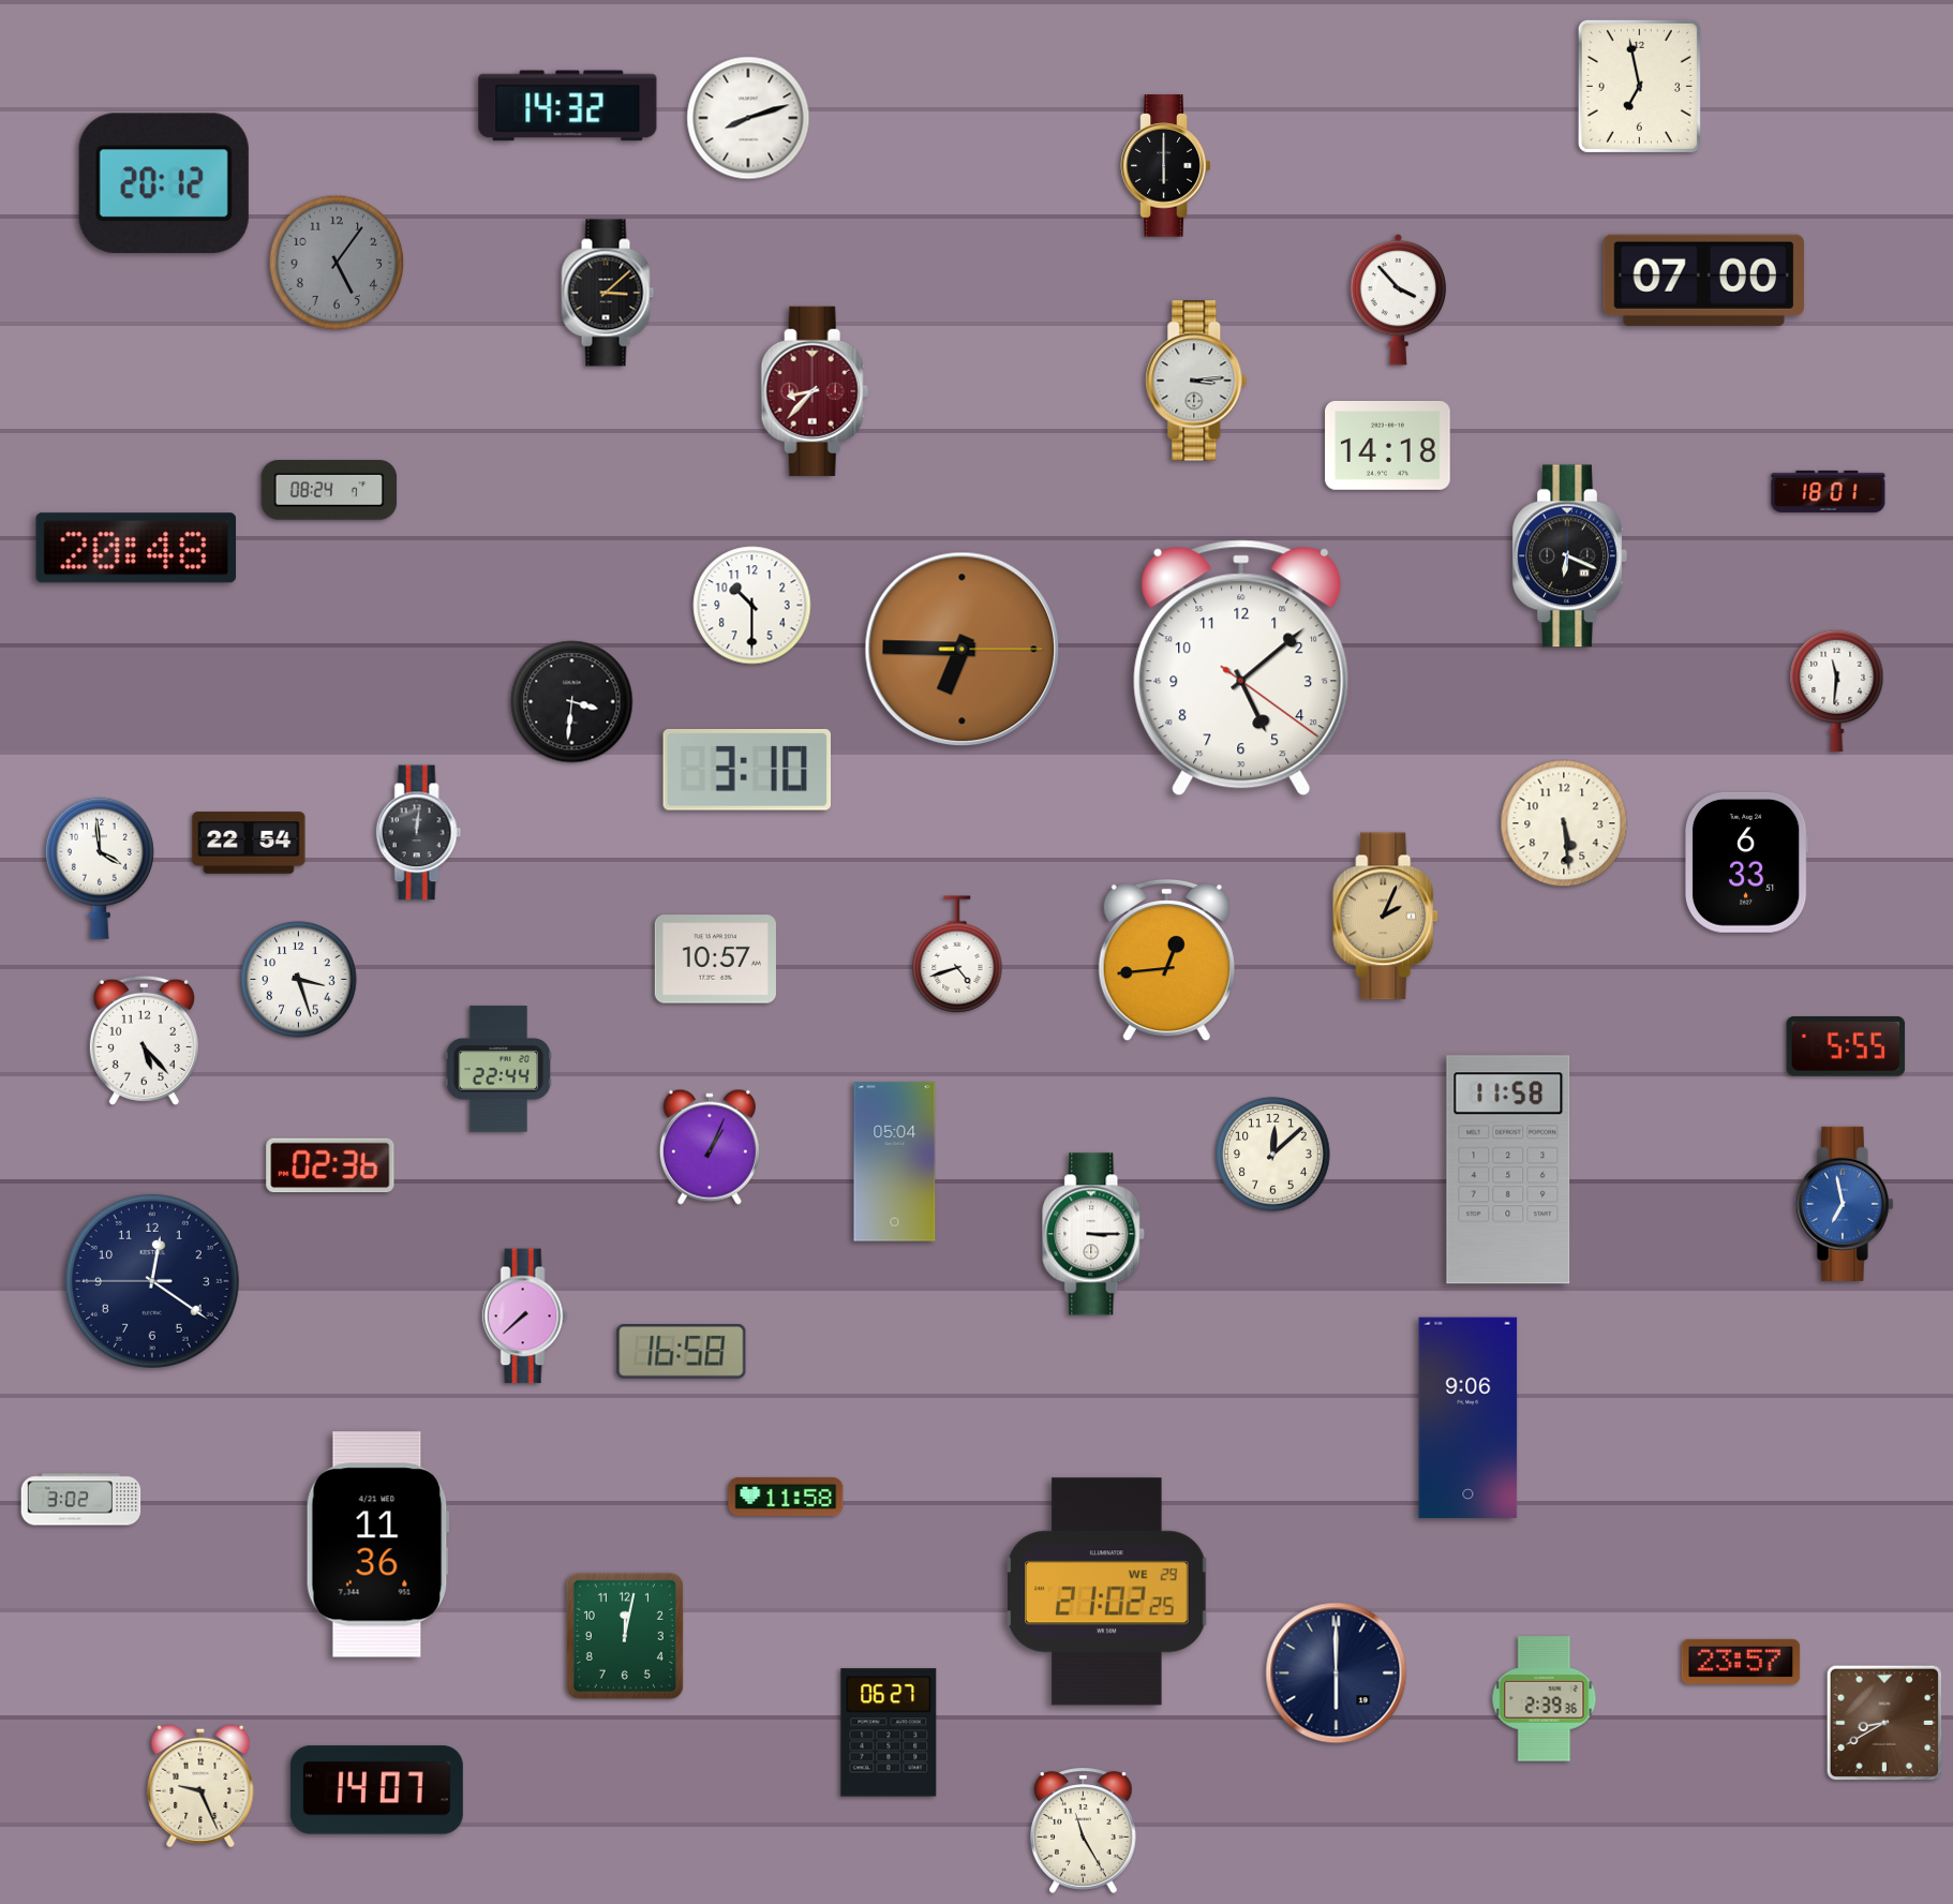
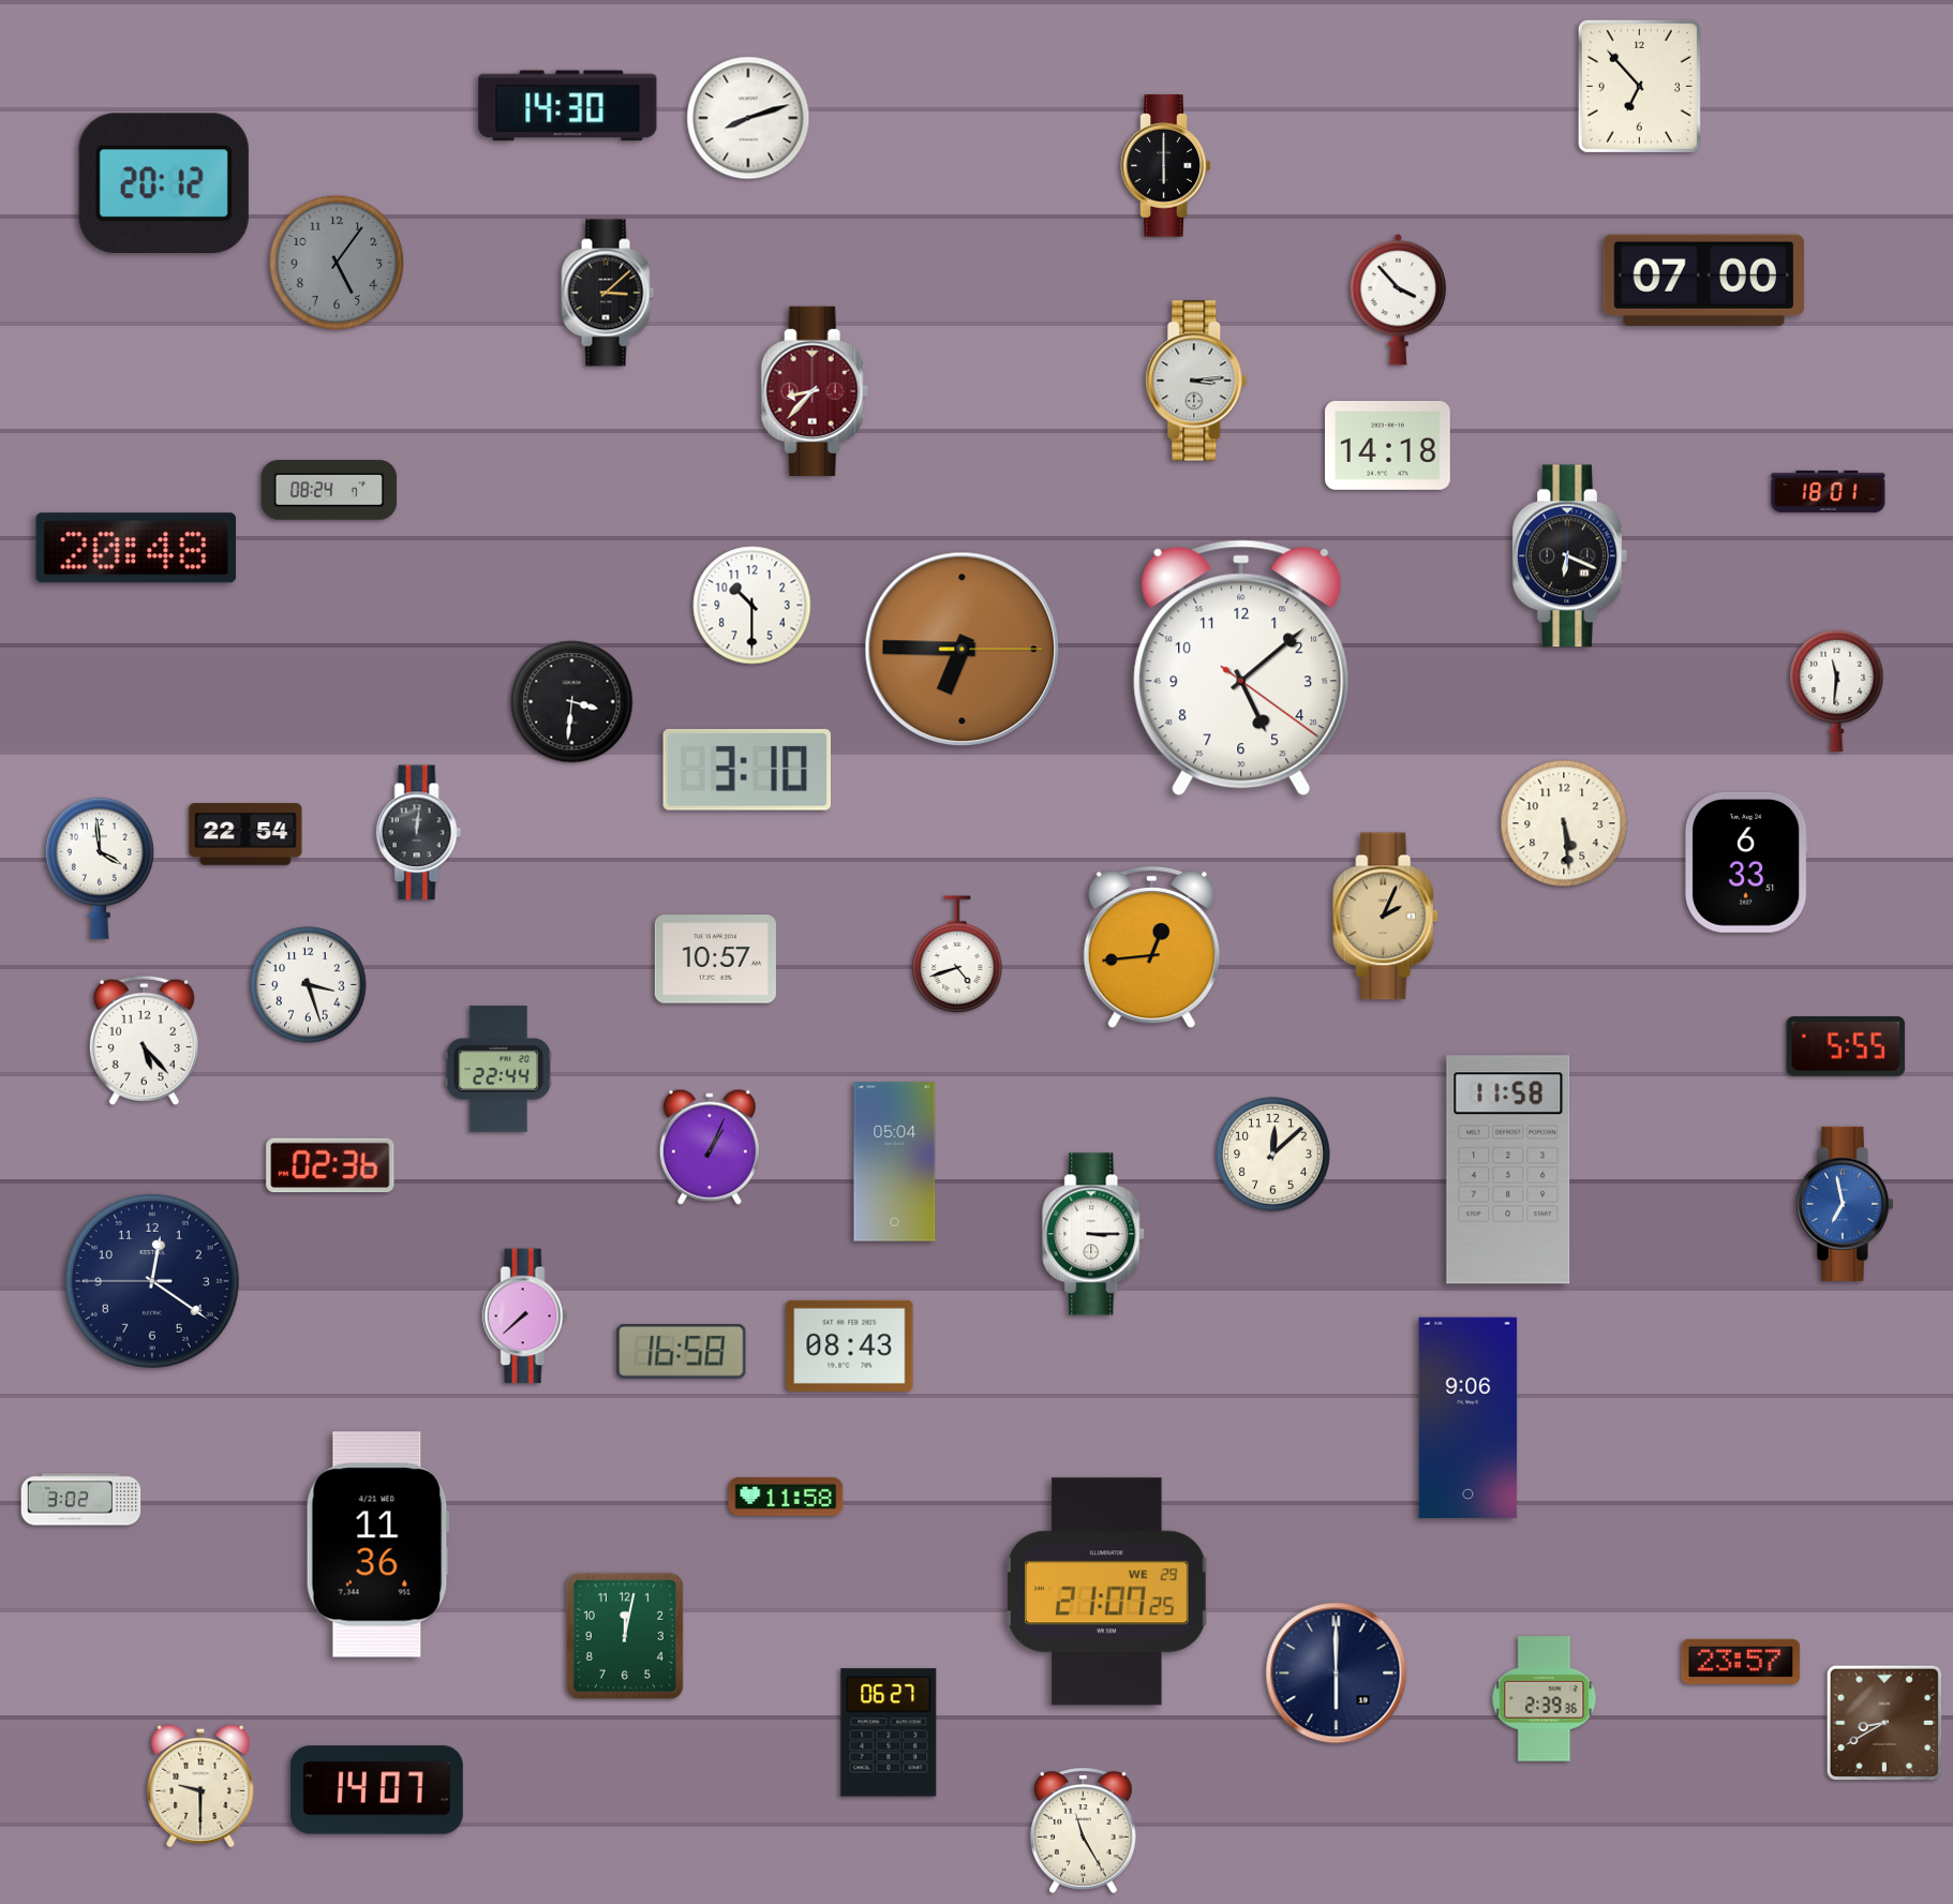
clock at (1639, 86): 6:58 -> 6:53
clock at (568, 106): 14:32 -> 14:30
clock at (249, 843) position: (249, 843) -> (245, 834)
clock at (1166, 961) position: (1166, 961) -> (1151, 948)
clock at (299, 980) position: (299, 980) -> (309, 985)
clock at (850, 1345): none -> 08:43
clock at (1107, 1592): 21:02 -> 21:07
clock at (200, 1786): 9:26 -> 9:30
